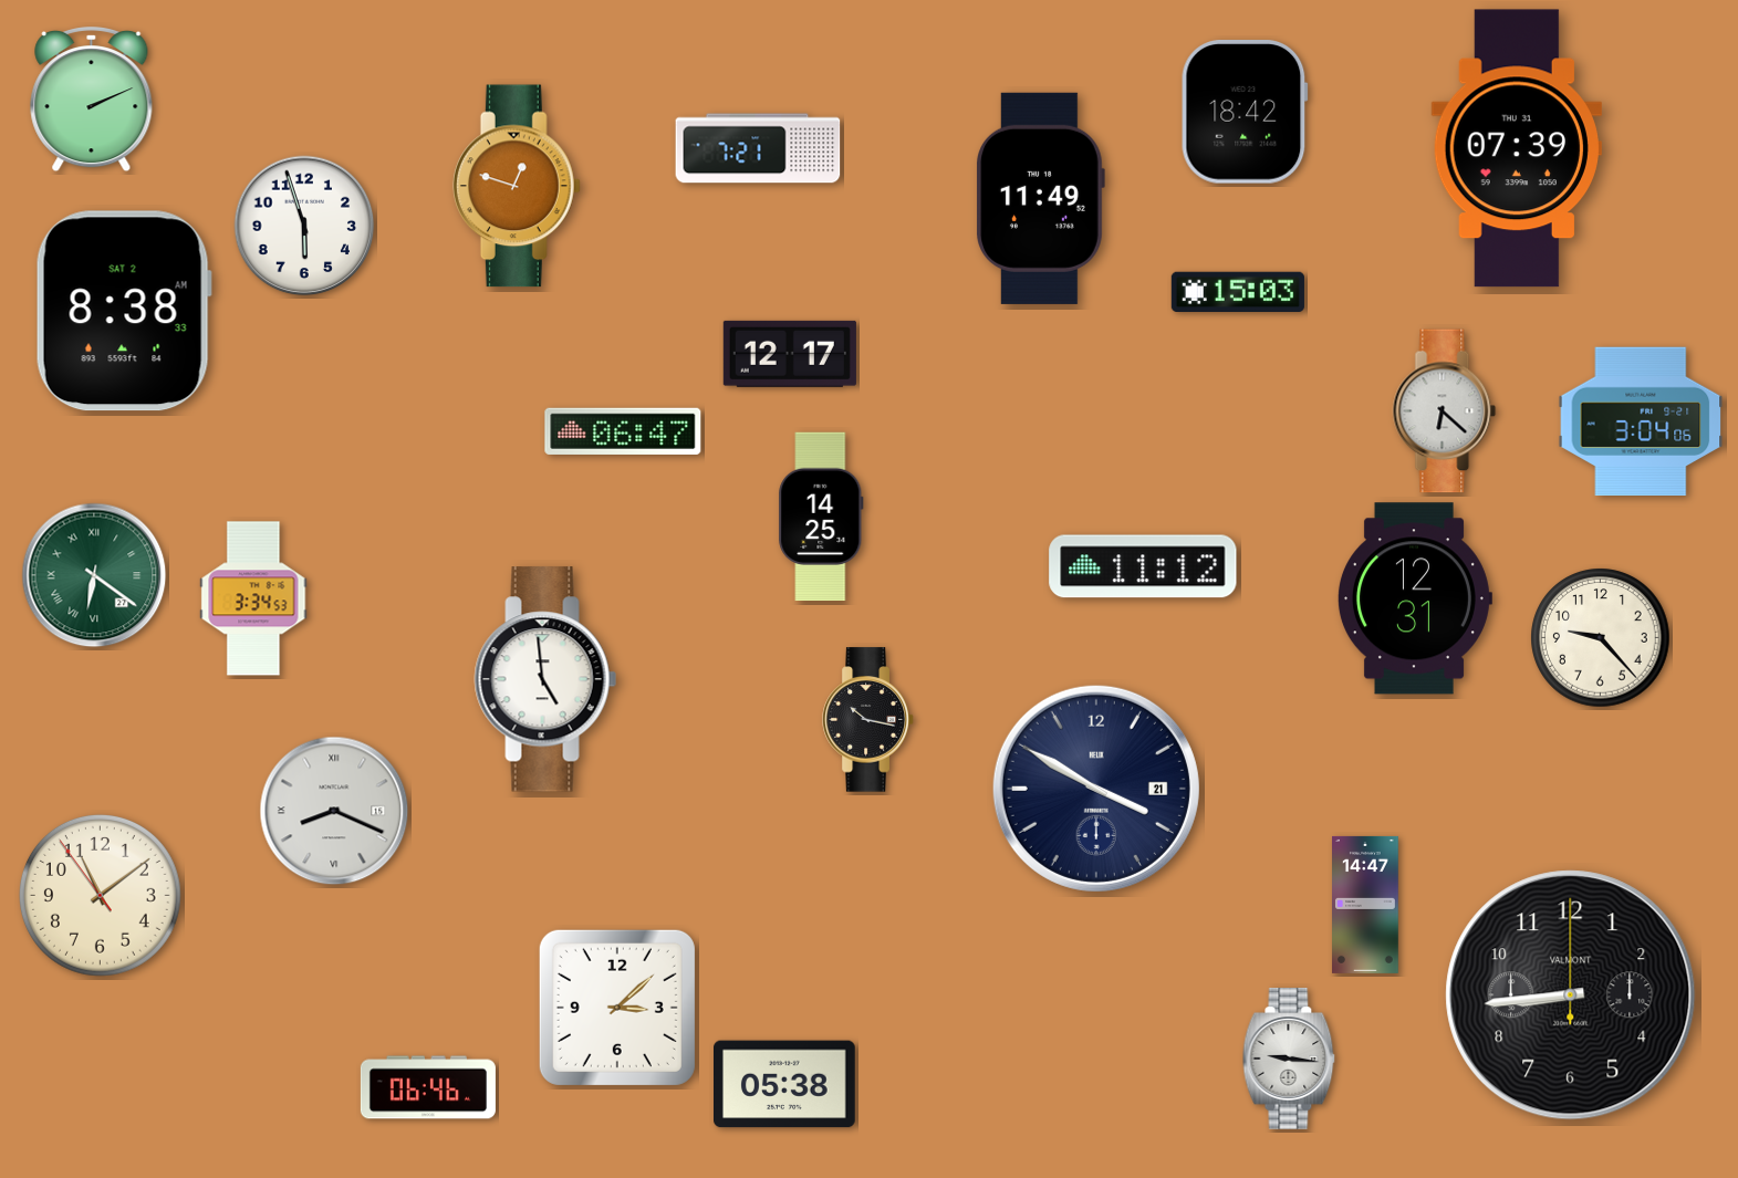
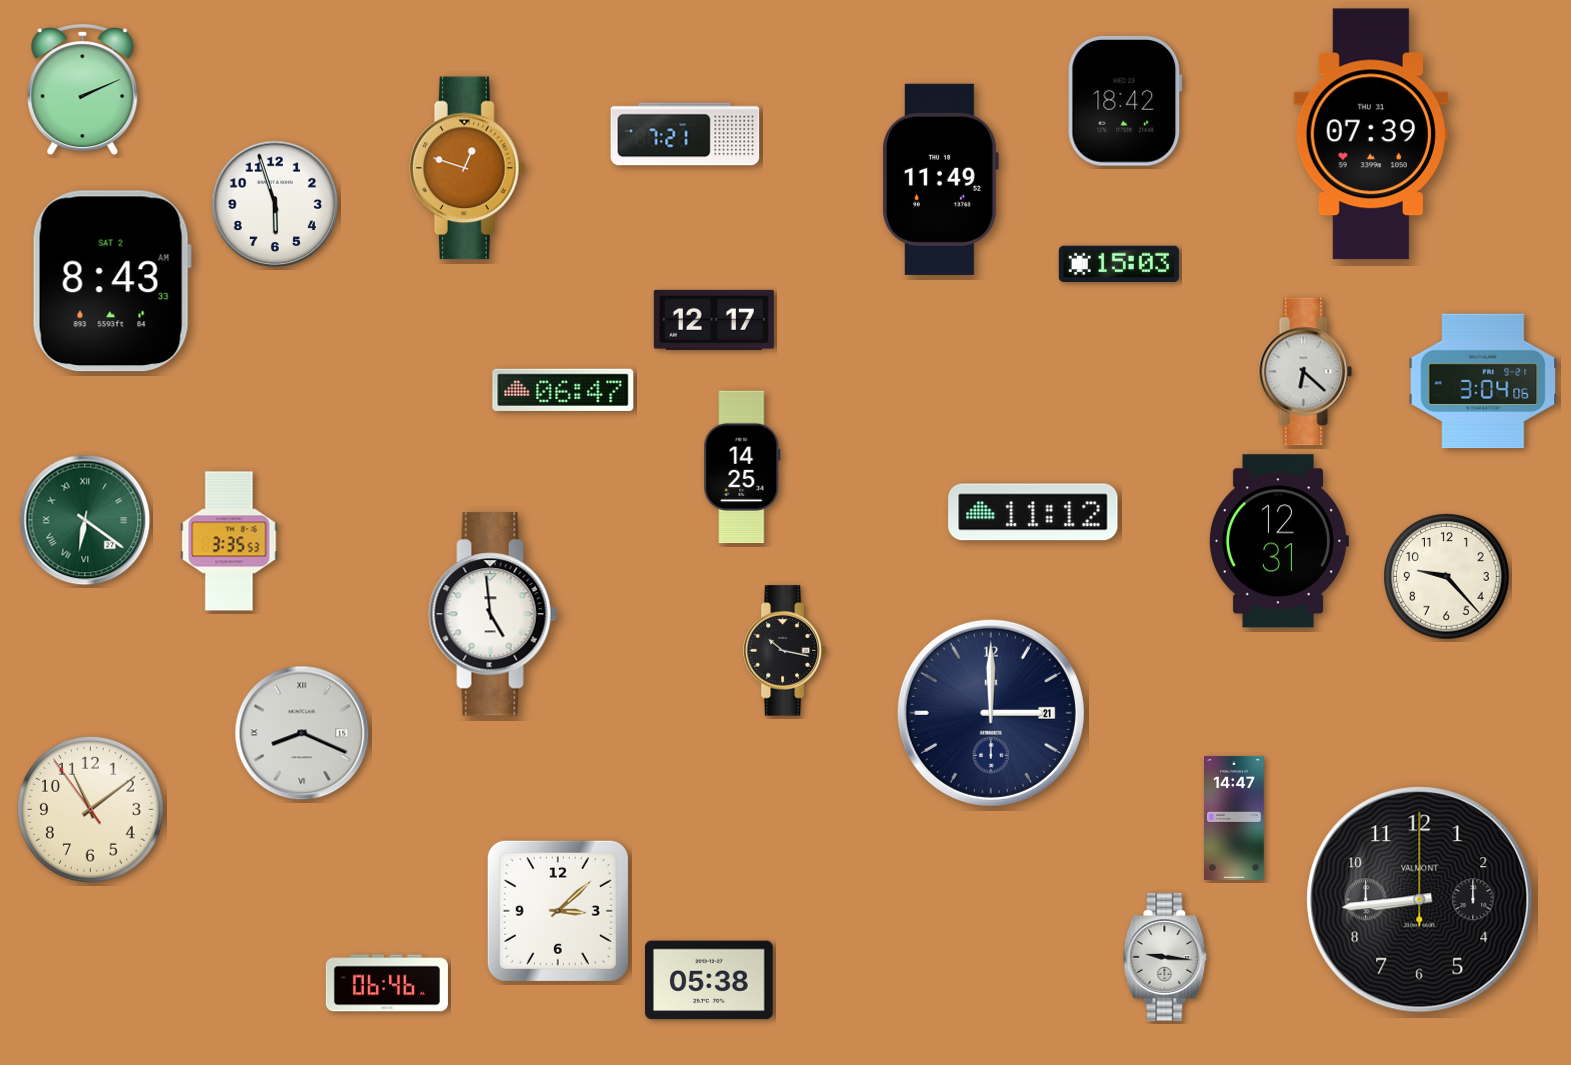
clock at (124, 311): 8:38 -> 8:43
clock at (253, 598): 3:34 -> 3:35
clock at (1096, 789): 3:50 -> 3:00
